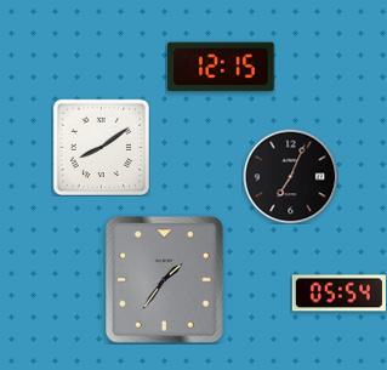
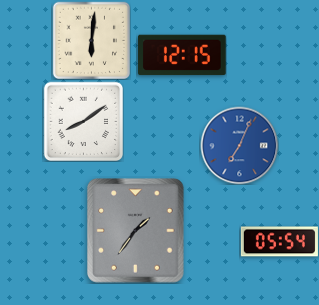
clock at (91, 40): none -> 6:01
clock at (290, 176) dial: black -> blue
